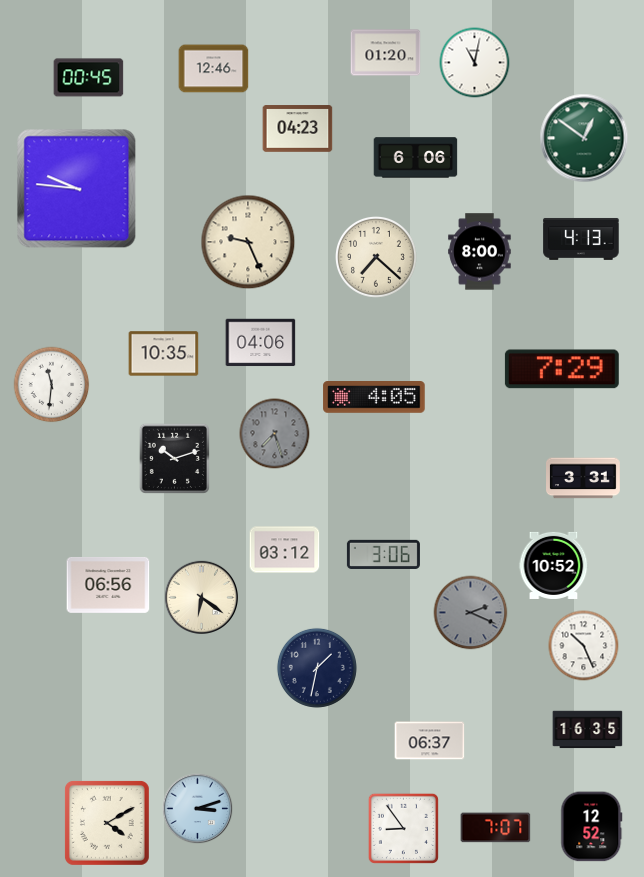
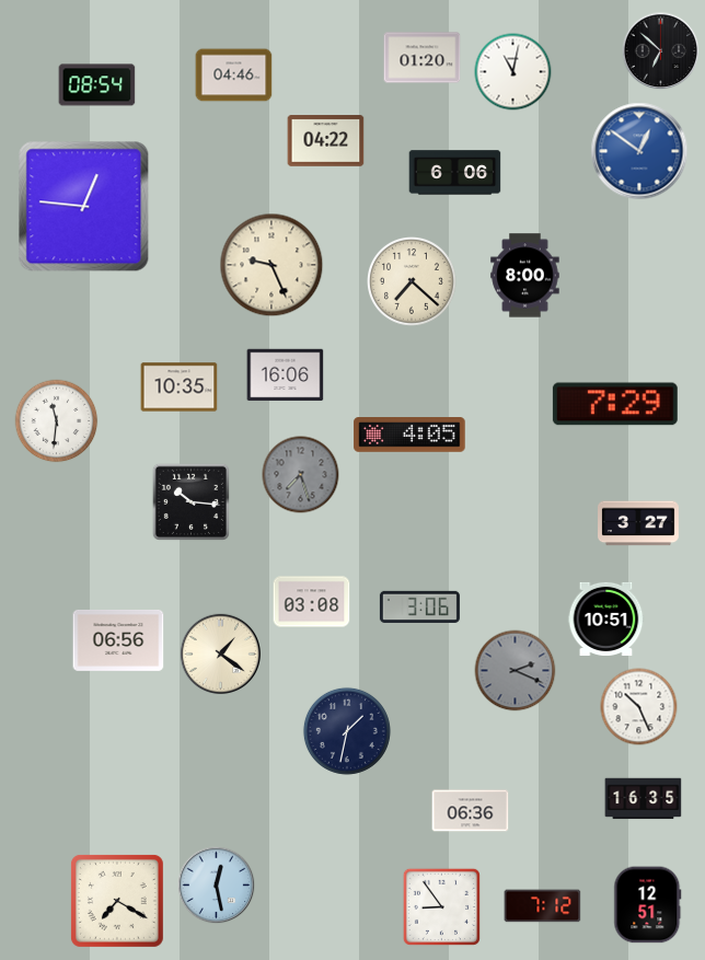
clock at (661, 51): none -> 6:52
clock at (475, 63) position: (475, 63) -> (513, 72)
clock at (214, 69): 12:46 -> 04:46
clock at (89, 78): 00:45 -> 08:54
clock at (298, 129): 04:23 -> 04:22
clock at (584, 138) dial: green -> blue
clock at (77, 189): 9:46 -> 12:46
clock at (581, 239): 4:13 -> none
clock at (261, 343): 04:06 -> 16:06
clock at (174, 458): 10:12 -> 10:16
clock at (584, 478): 3:31 -> 3:27
clock at (285, 550): 03:12 -> 03:08
clock at (554, 565): 10:52 -> 10:51
clock at (201, 597): 6:21 -> 1:21
clock at (430, 741): 06:37 -> 06:36
clock at (198, 809): 3:12 -> 12:28
clock at (107, 823): 4:10 -> 7:20
clock at (592, 827): 12:52 -> 12:51
clock at (496, 828): 7:07 -> 7:12
